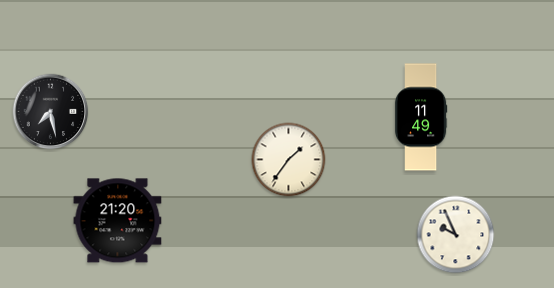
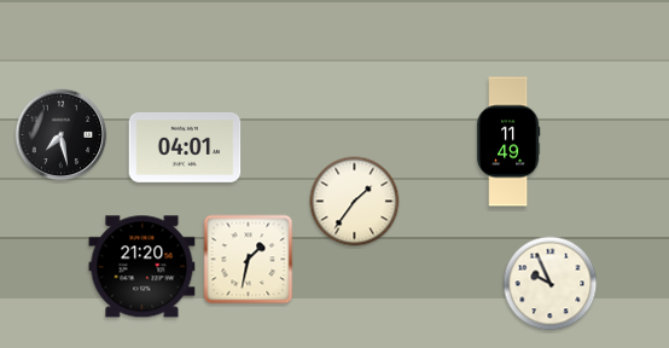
clock at (185, 147): none -> 04:01
clock at (289, 160) position: (289, 160) -> (355, 202)
clock at (249, 260): none -> 1:32
